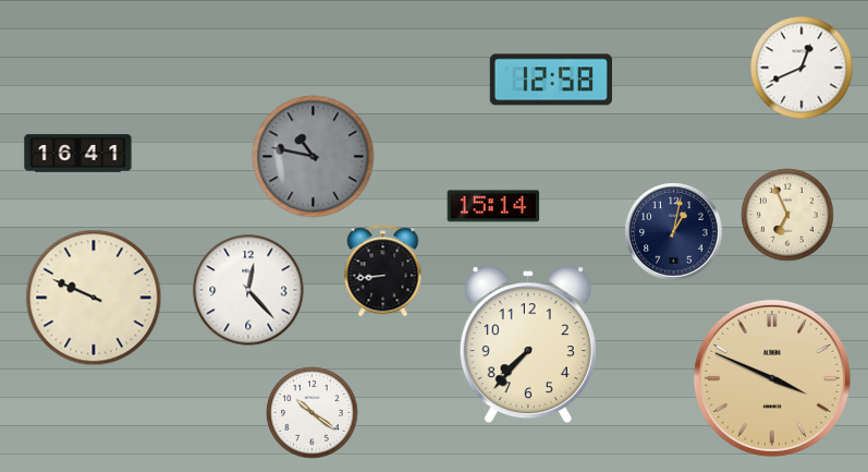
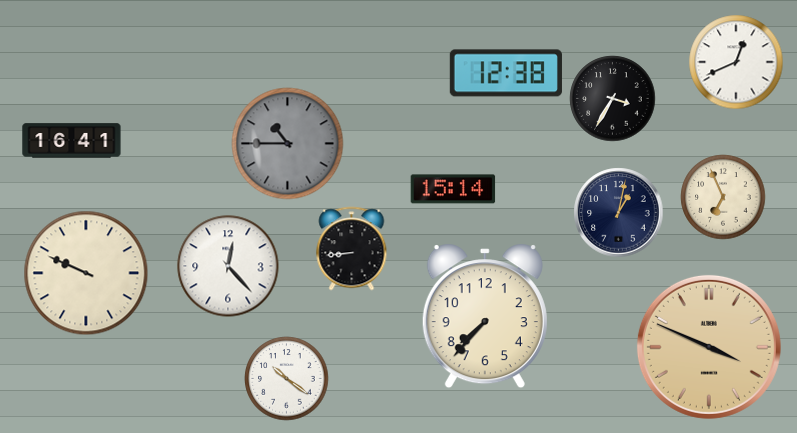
clock at (551, 80): 12:58 -> 12:38
clock at (613, 99): none -> 3:35
clock at (314, 157): 10:47 -> 10:45
